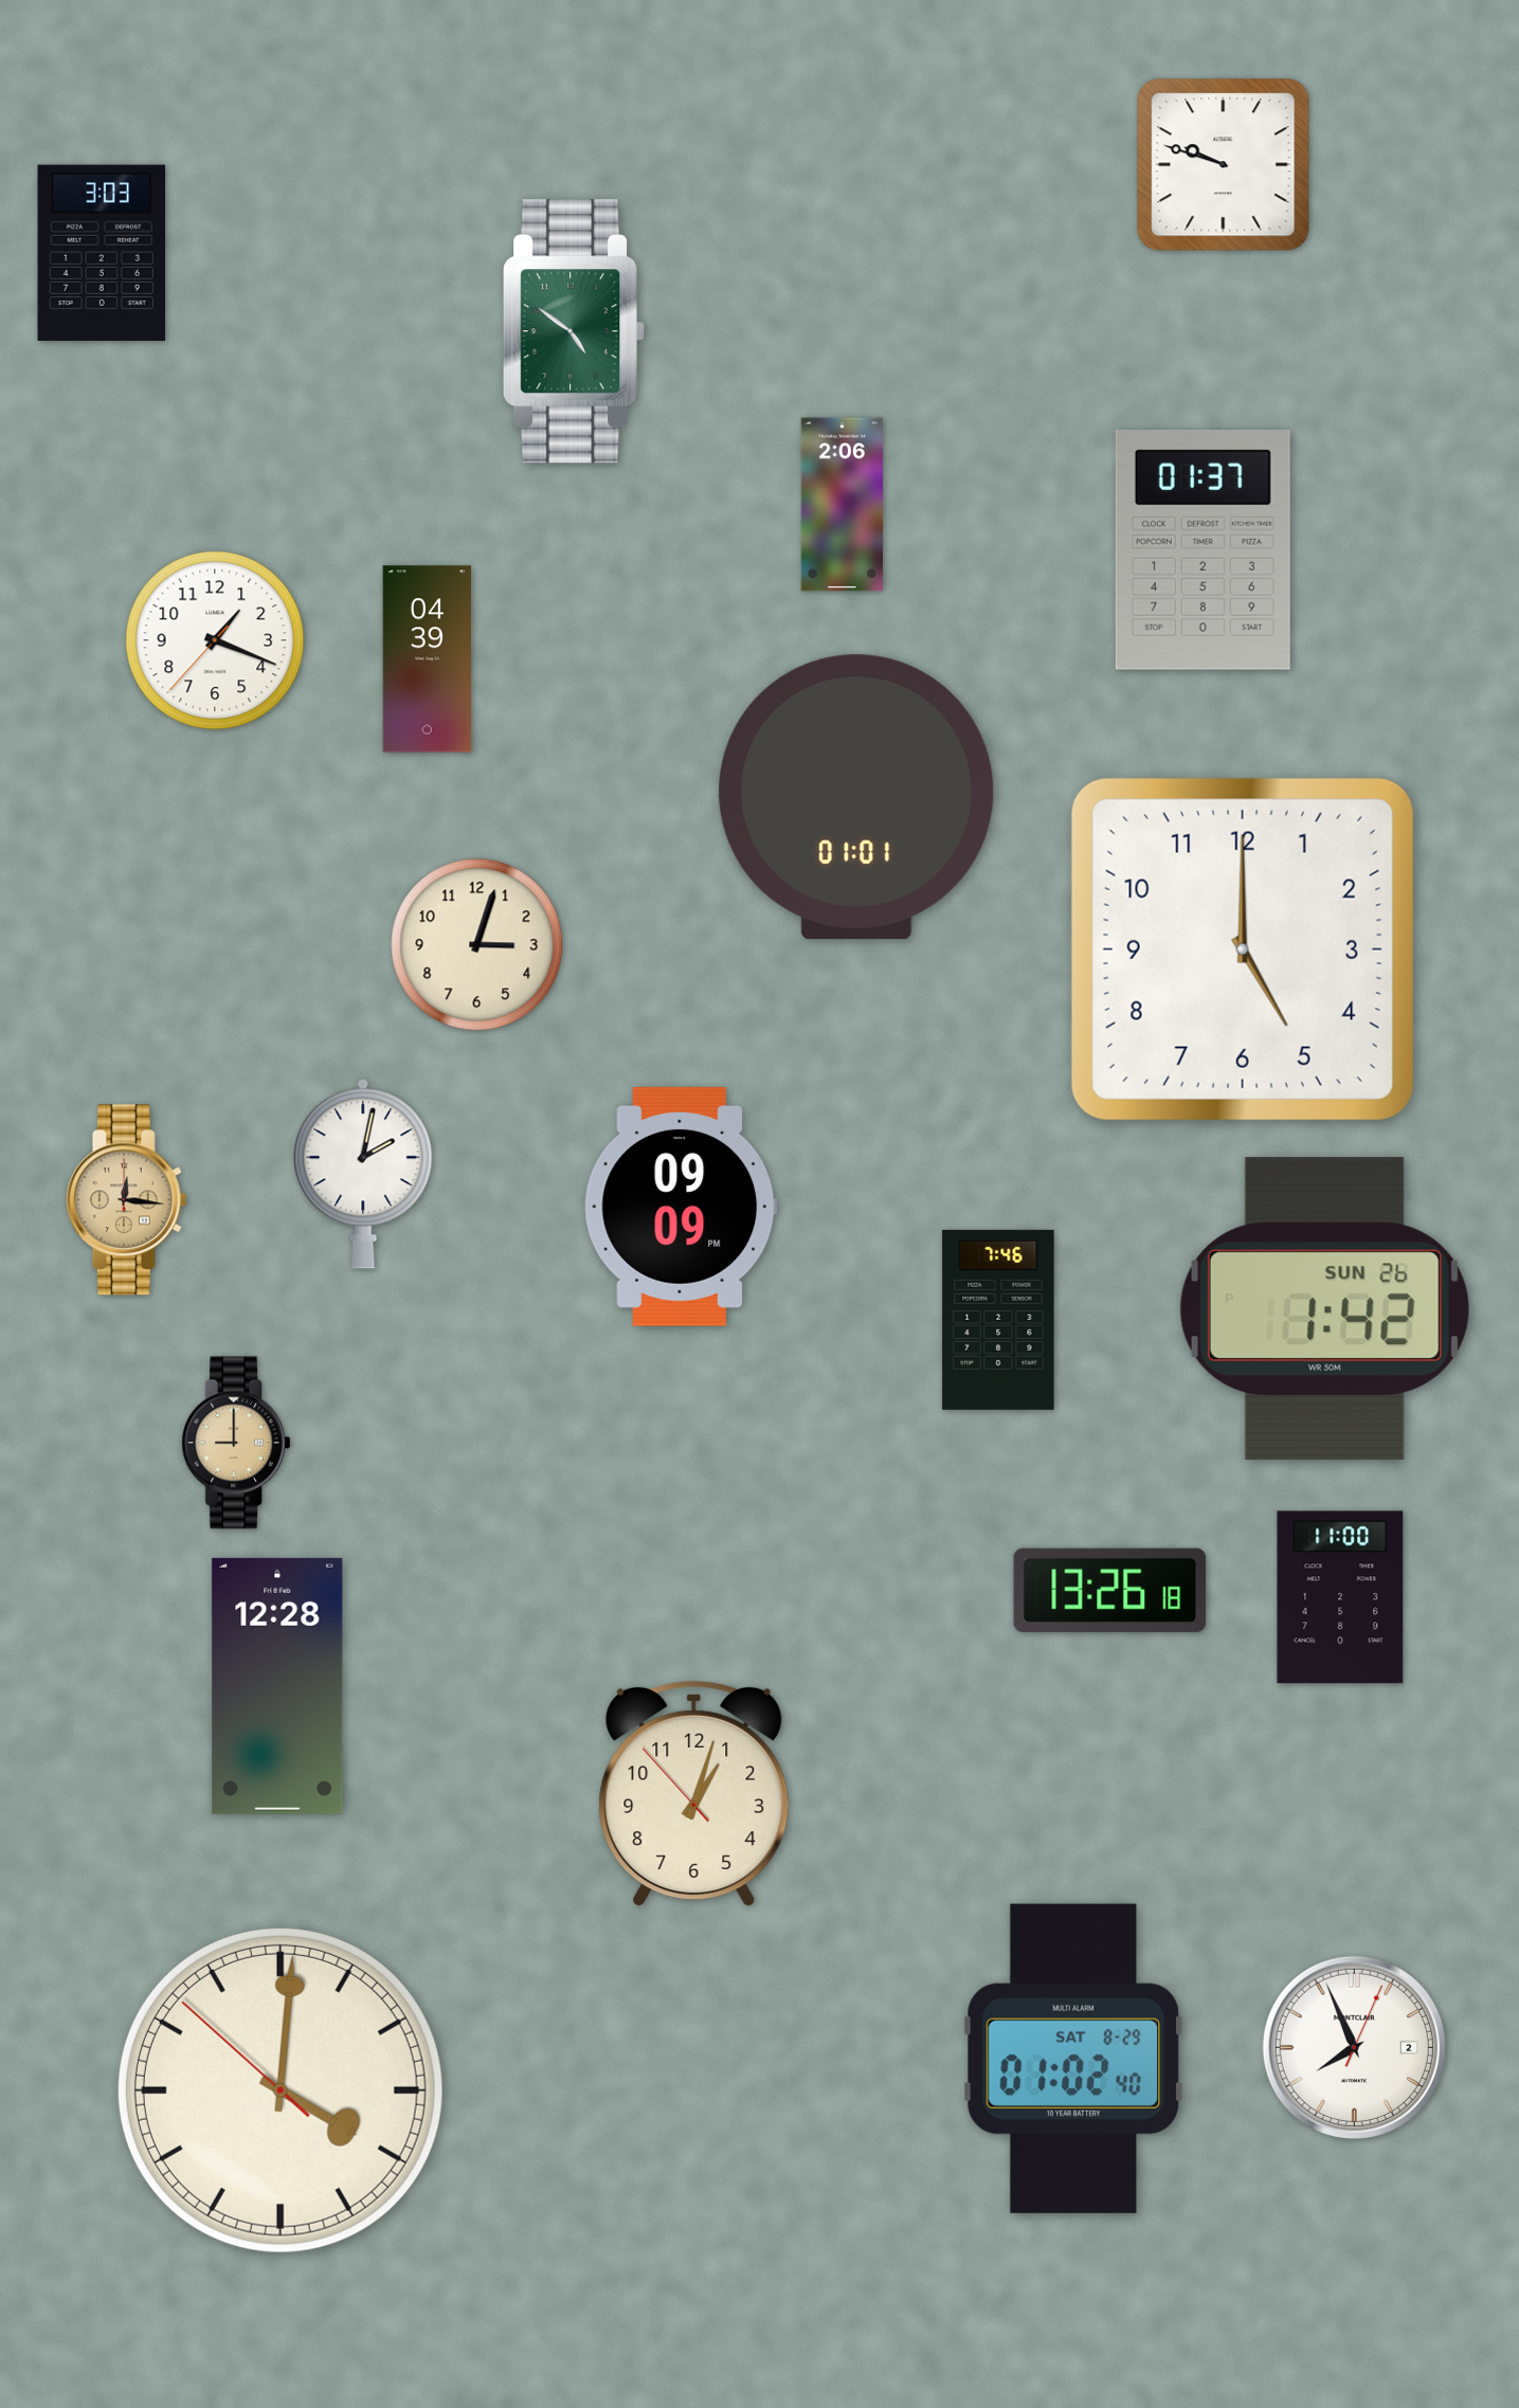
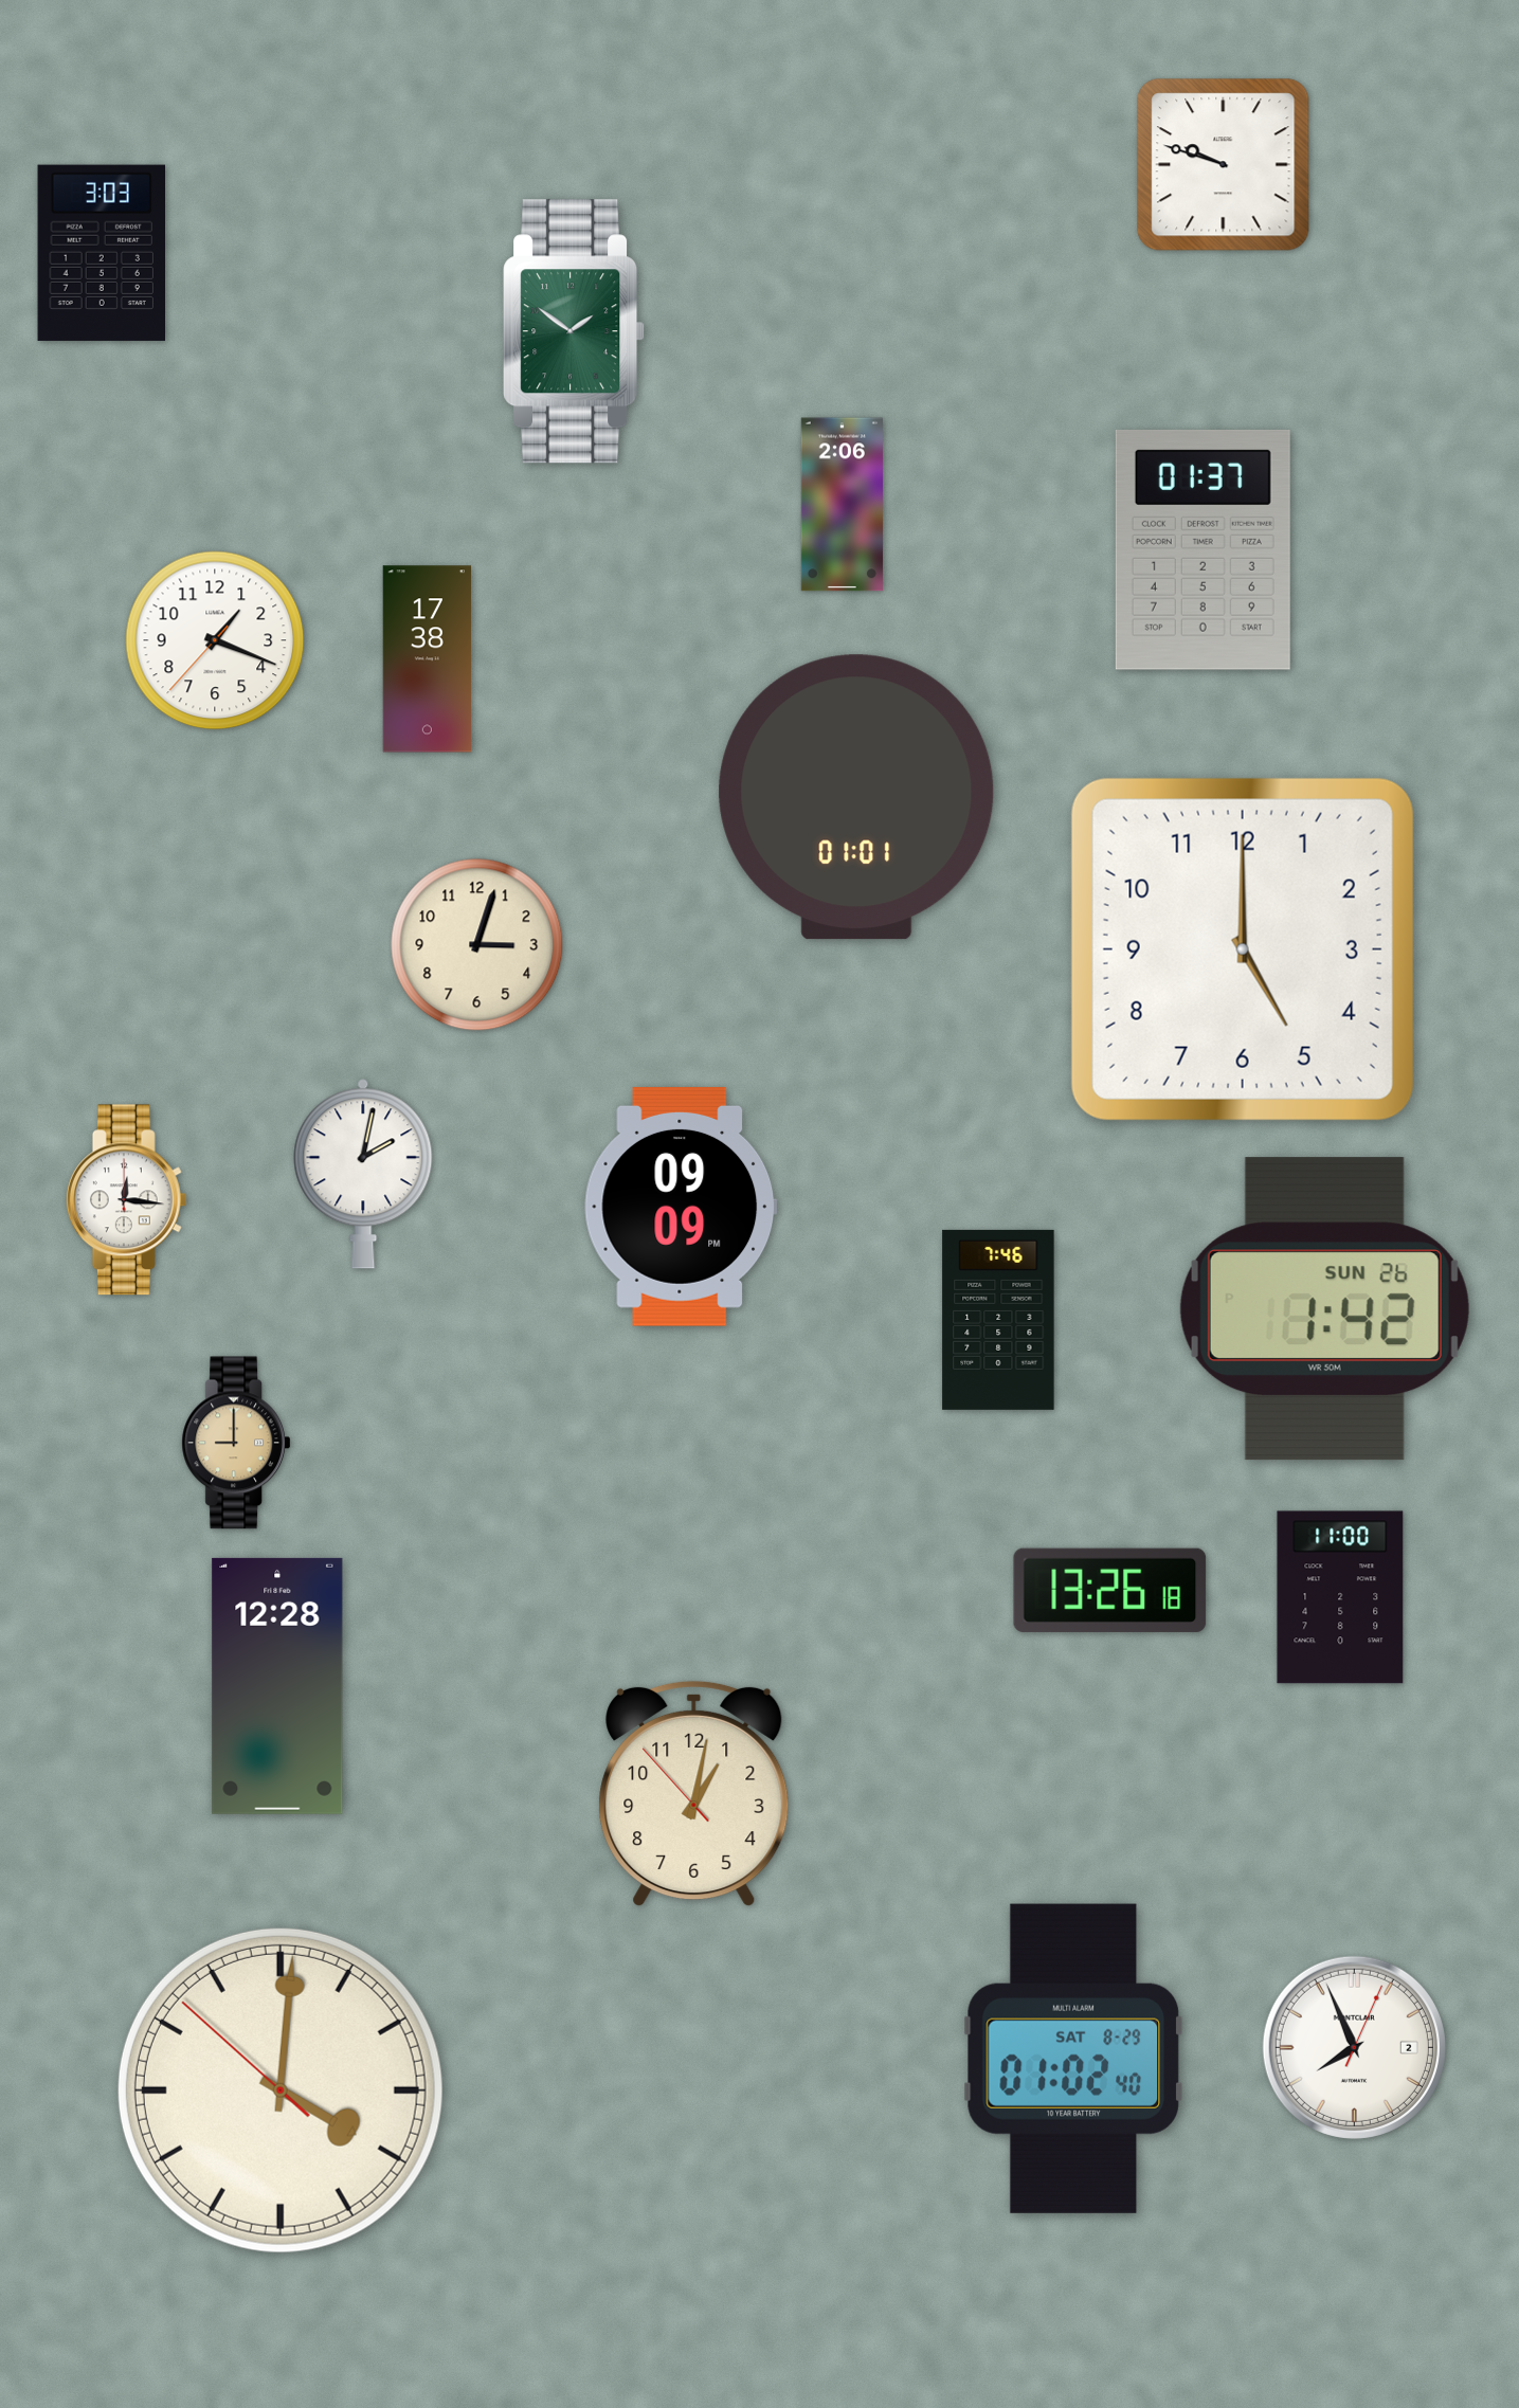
clock at (575, 331): 4:51 -> 1:51
clock at (427, 659): 04:39 -> 17:38
clock at (126, 1200) dial: champagne -> white
clock at (694, 1794): 1:02 -> 1:01
